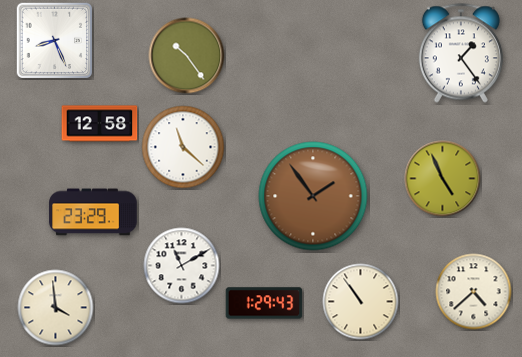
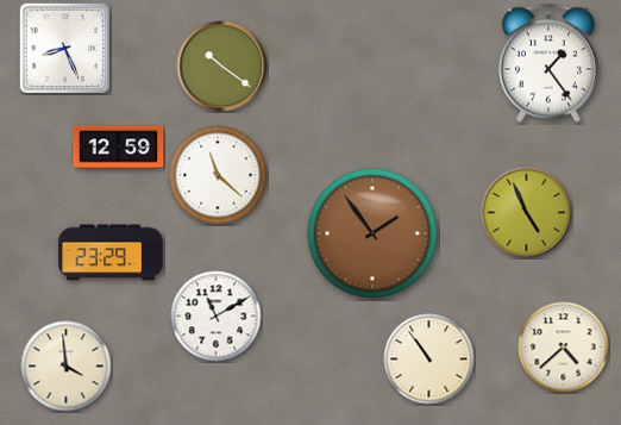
clock at (187, 56): 10:24 -> 10:21
clock at (100, 124): 12:58 -> 12:59
clock at (264, 303): 1:29 -> none
